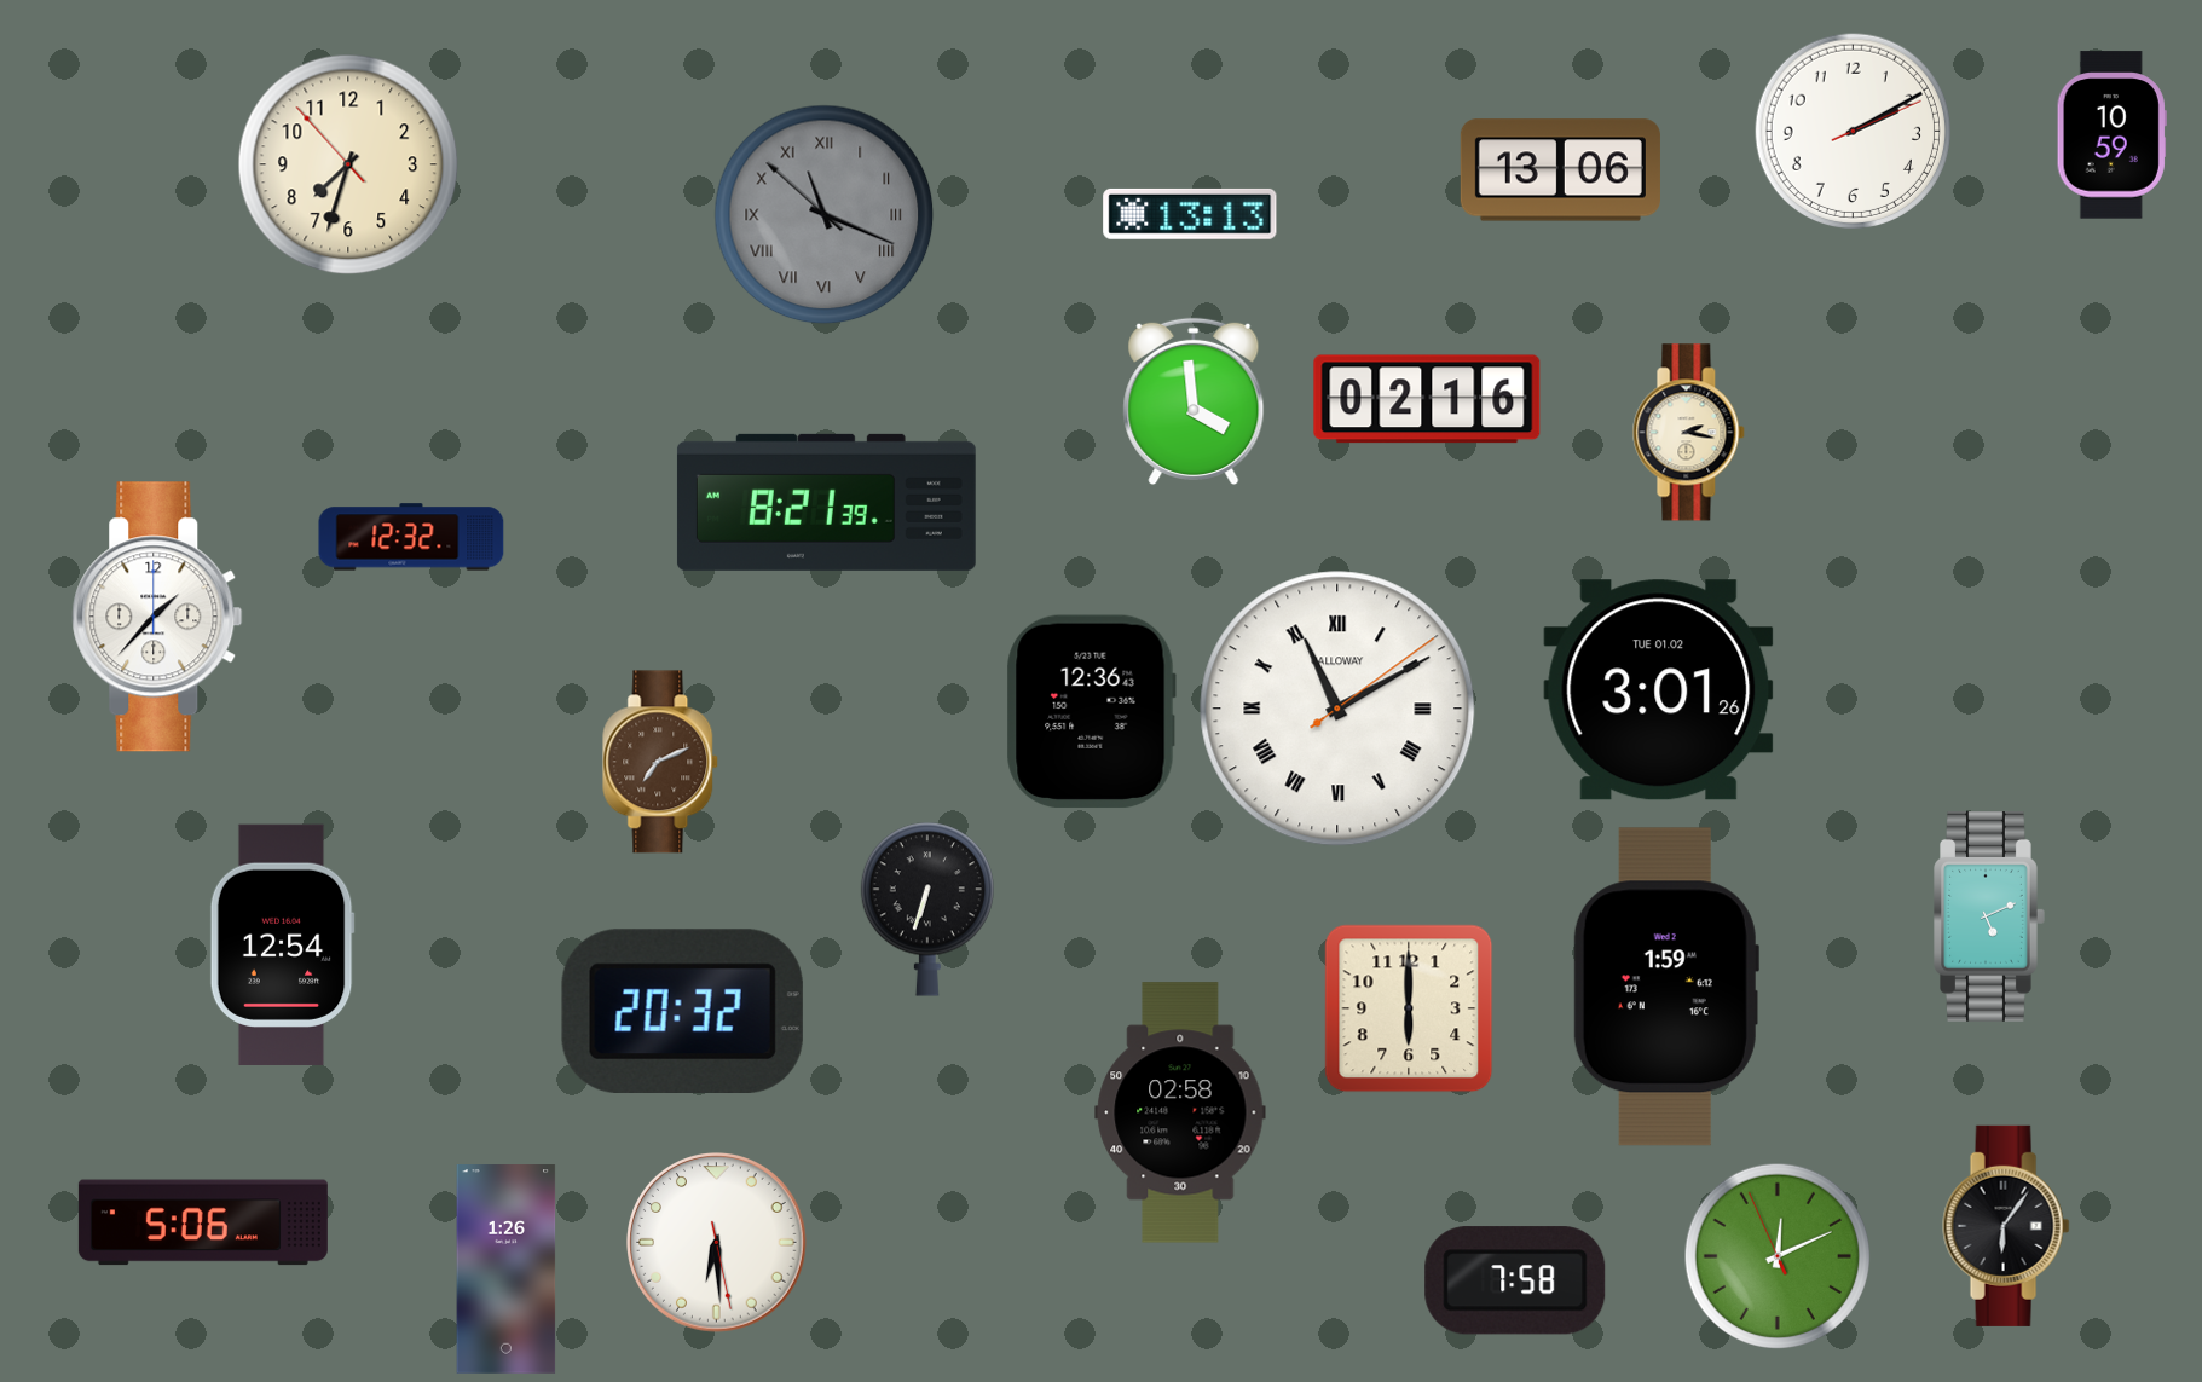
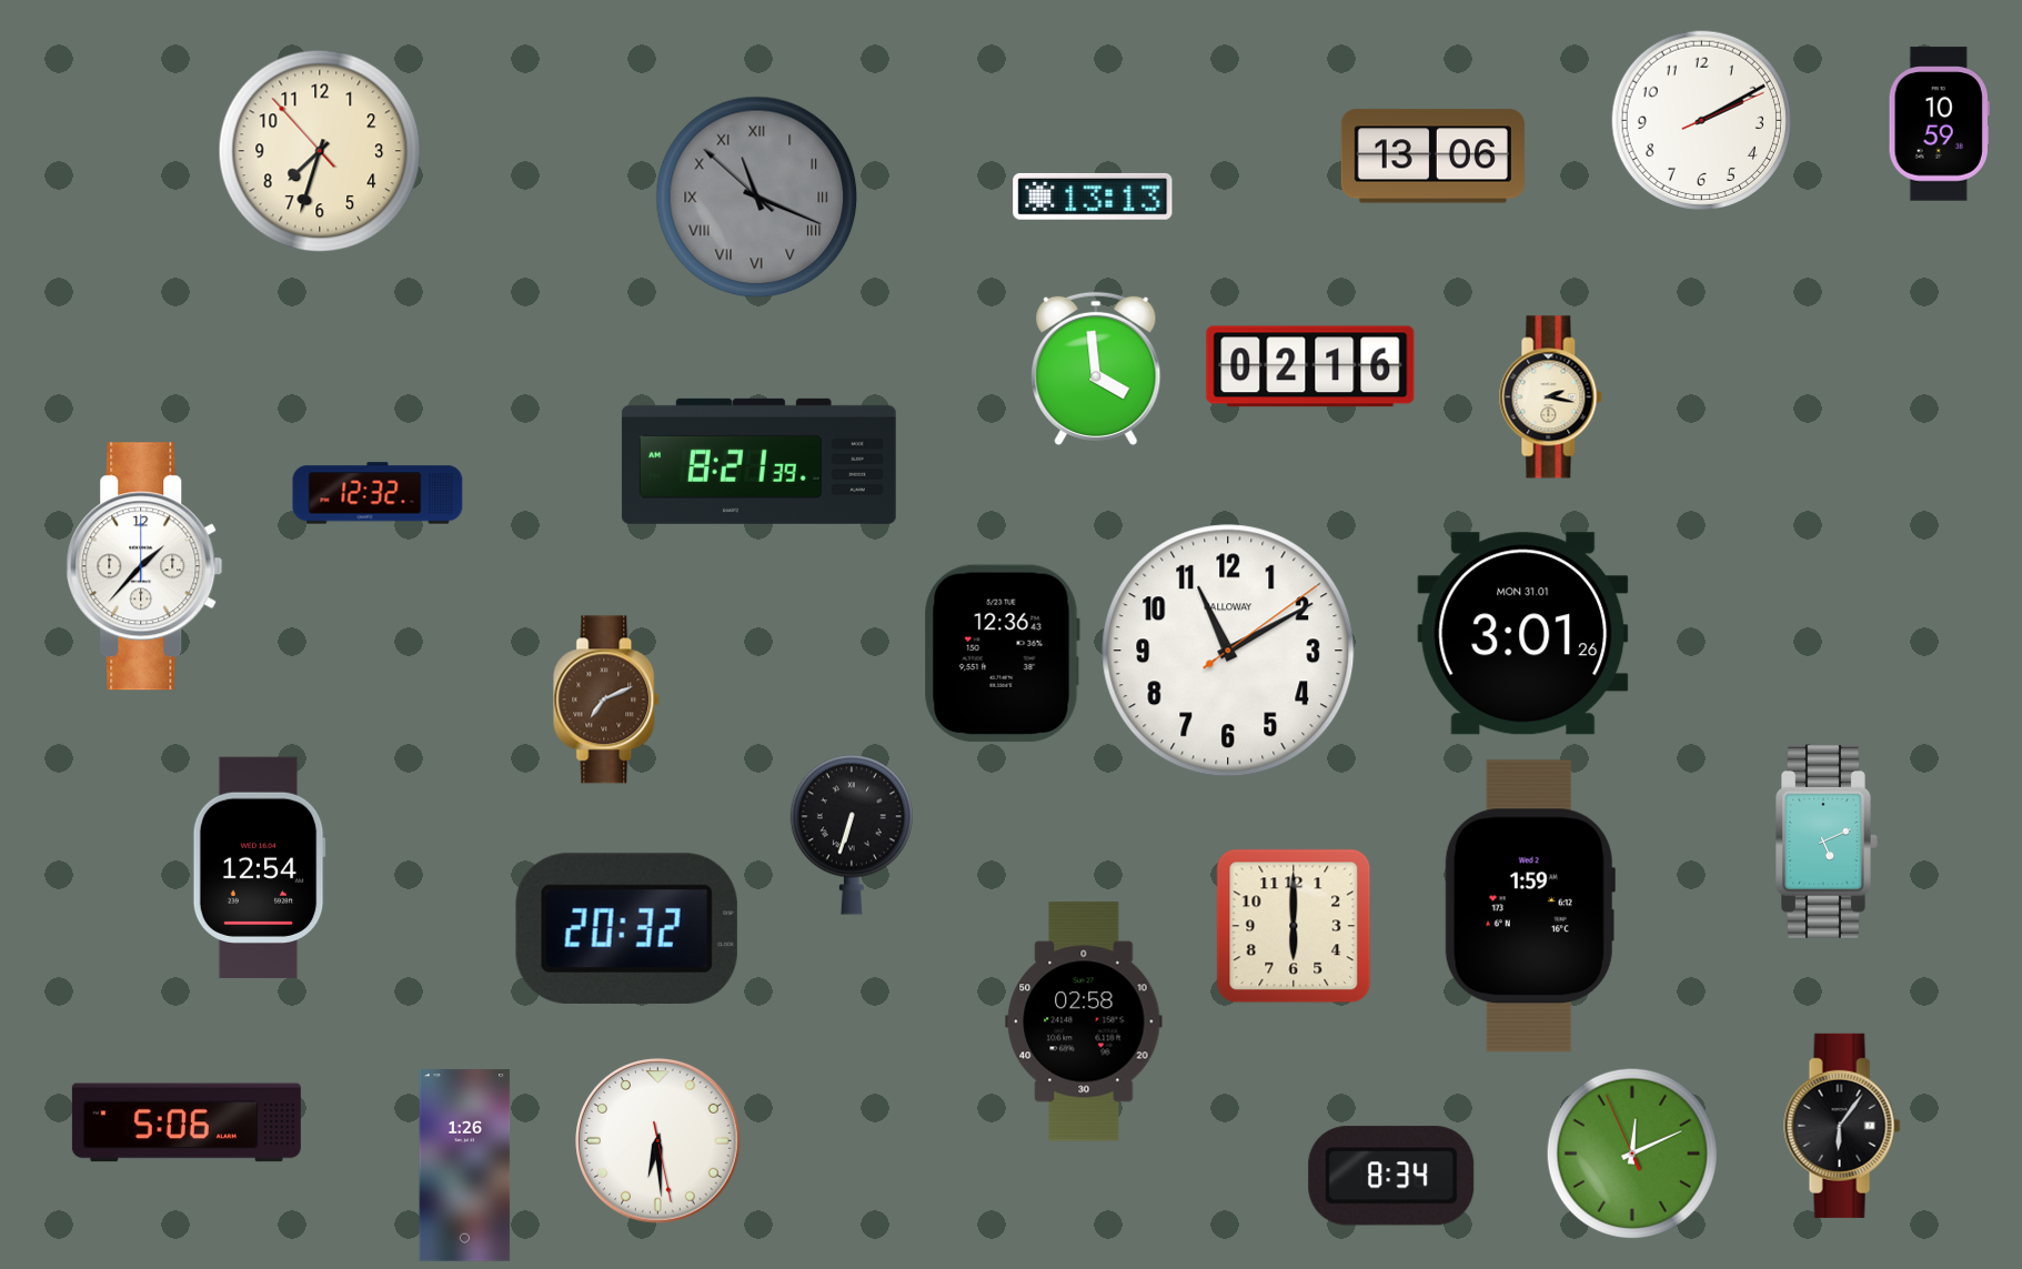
clock at (1659, 690) date: TUE 01.02 -> MON 31.01
clock at (1337, 709) numerals: Roman -> Arabic
clock at (1515, 1280): 7:58 -> 8:34
